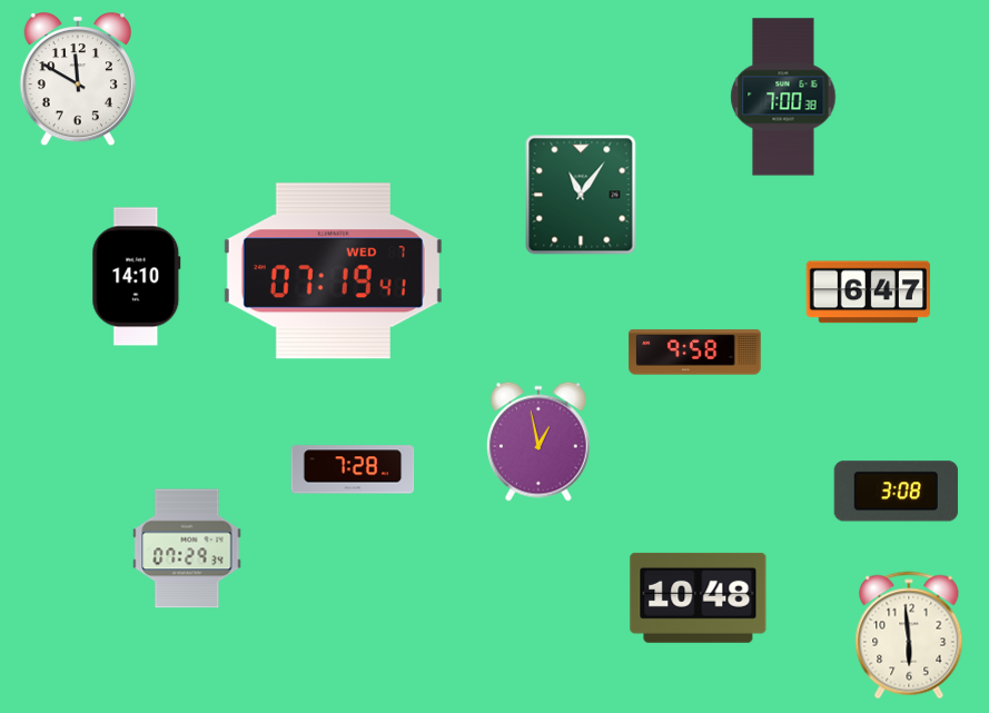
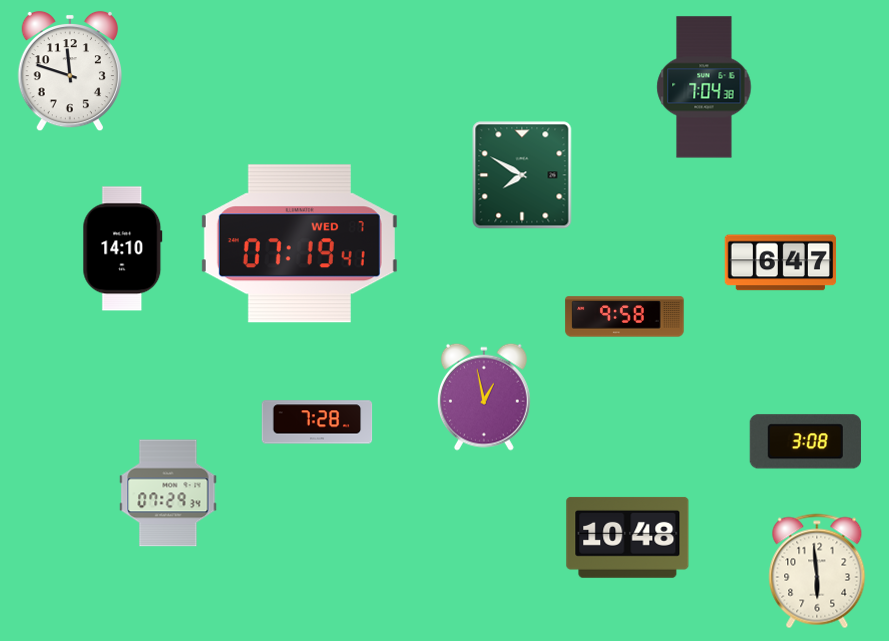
clock at (77, 79): 11:50 -> 11:48
clock at (783, 97): 7:00 -> 7:04
clock at (581, 195): 11:06 -> 7:50
